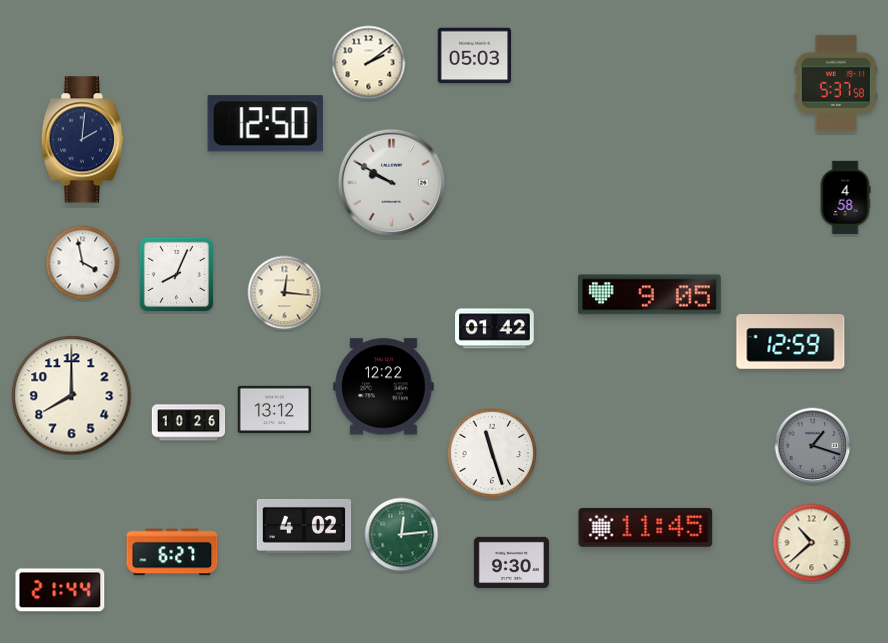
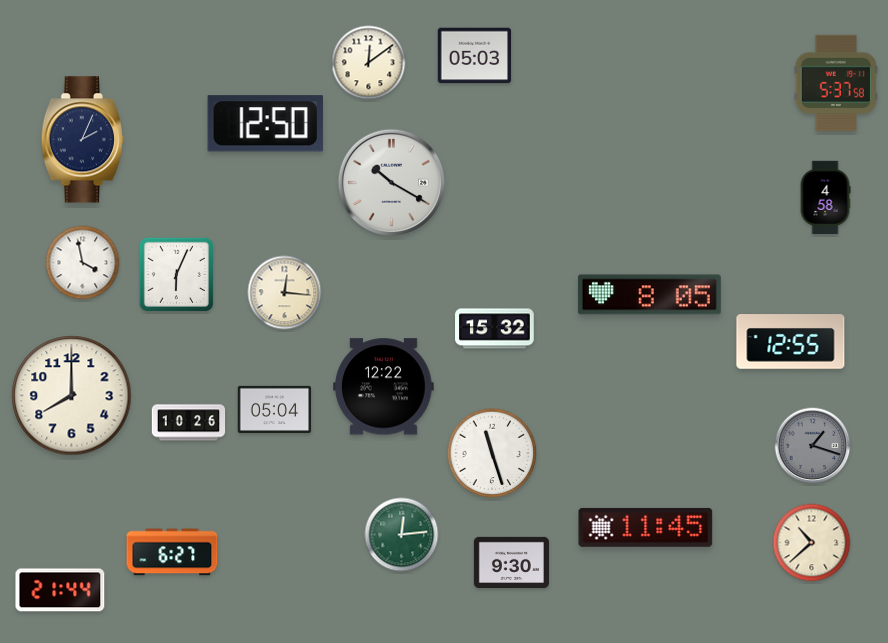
clock at (369, 63): 2:09 -> 12:09
clock at (82, 140): 2:01 -> 2:04
clock at (391, 182): 9:50 -> 10:20
clock at (845, 198) position: (845, 198) -> (825, 198)
clock at (176, 274): 8:04 -> 6:04
clock at (649, 295): 9:05 -> 8:05
clock at (495, 329): 01:42 -> 15:32
clock at (791, 342): 12:59 -> 12:55
clock at (275, 409): 13:12 -> 05:04
clock at (304, 526): 4:02 -> none
